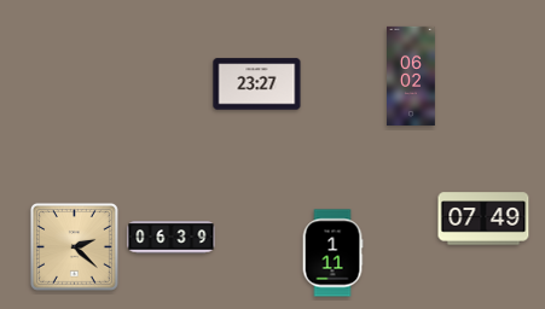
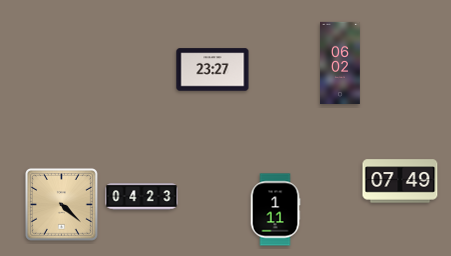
clock at (172, 238): 06:39 -> 04:23
clock at (74, 246): 2:22 -> 4:22
